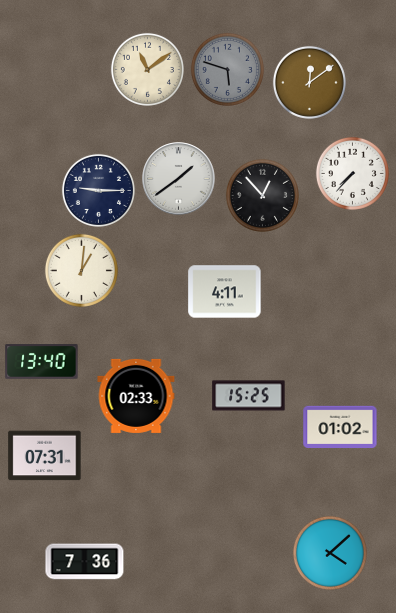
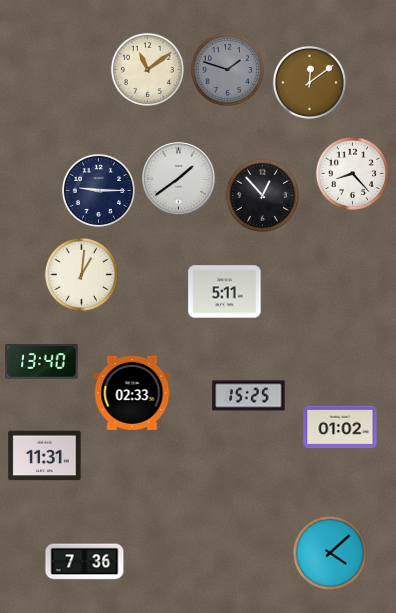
clock at (227, 69): 5:48 -> 1:48
clock at (352, 173): 7:37 -> 8:23
clock at (81, 270) position: (81, 270) -> (81, 274)
clock at (225, 292): 4:11 -> 5:11
clock at (136, 396) position: (136, 396) -> (132, 393)
clock at (45, 456): 07:31 -> 11:31
